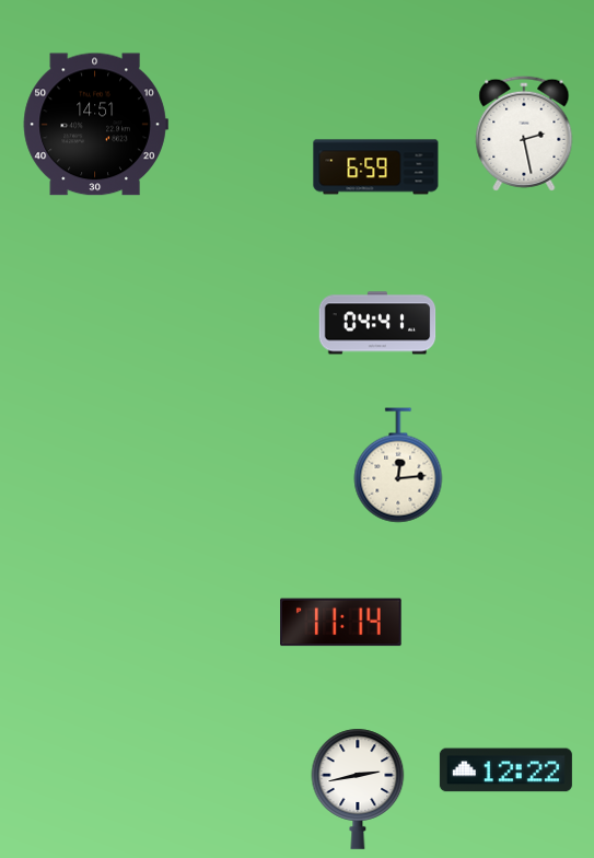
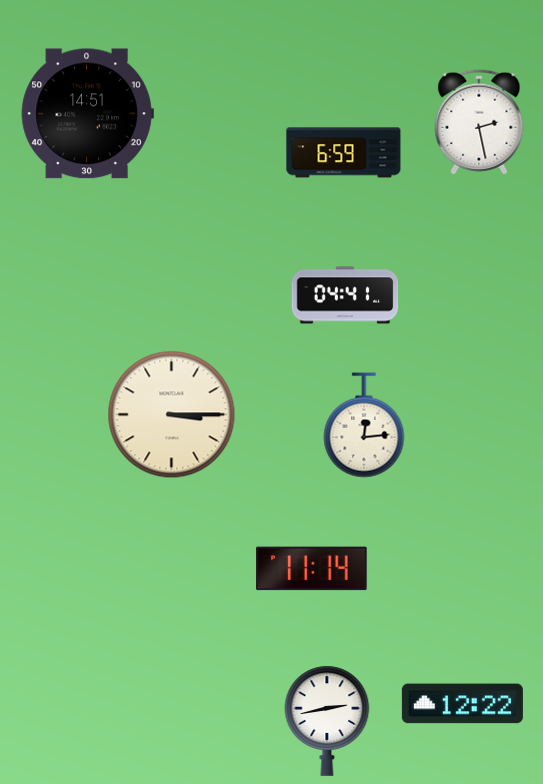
clock at (172, 415): none -> 3:15
